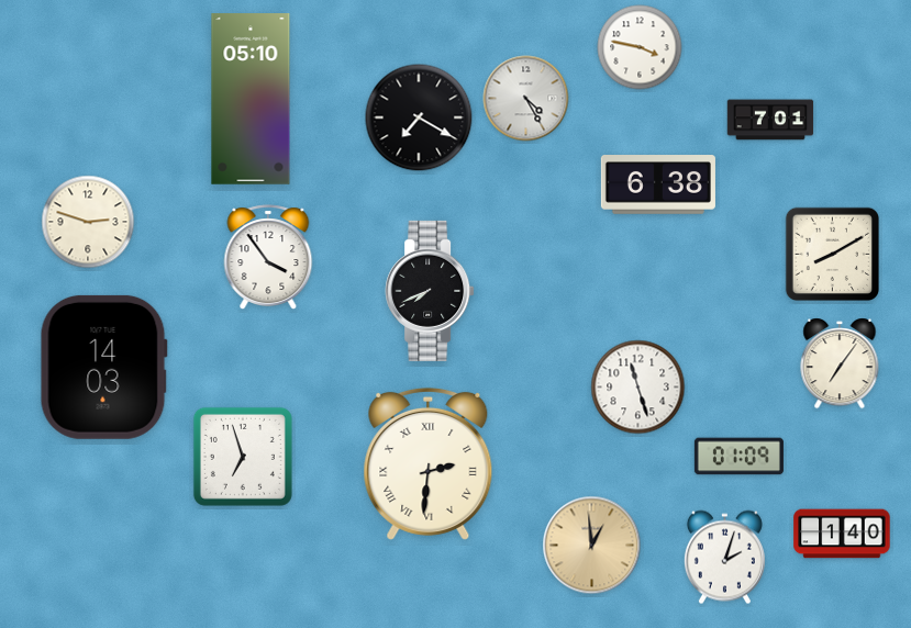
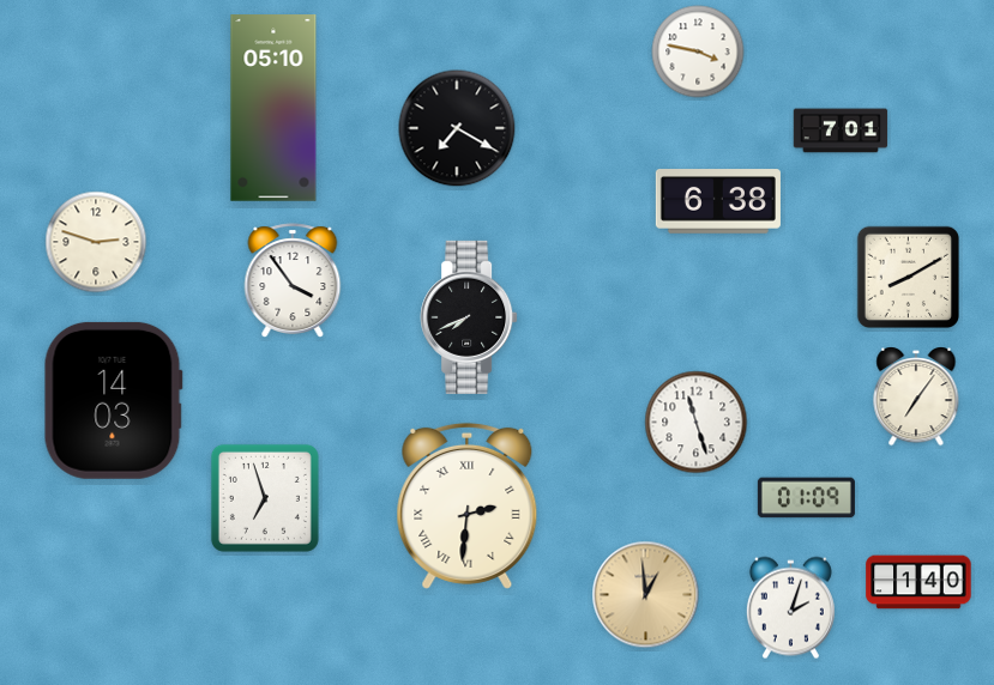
clock at (526, 99): 4:25 -> none
